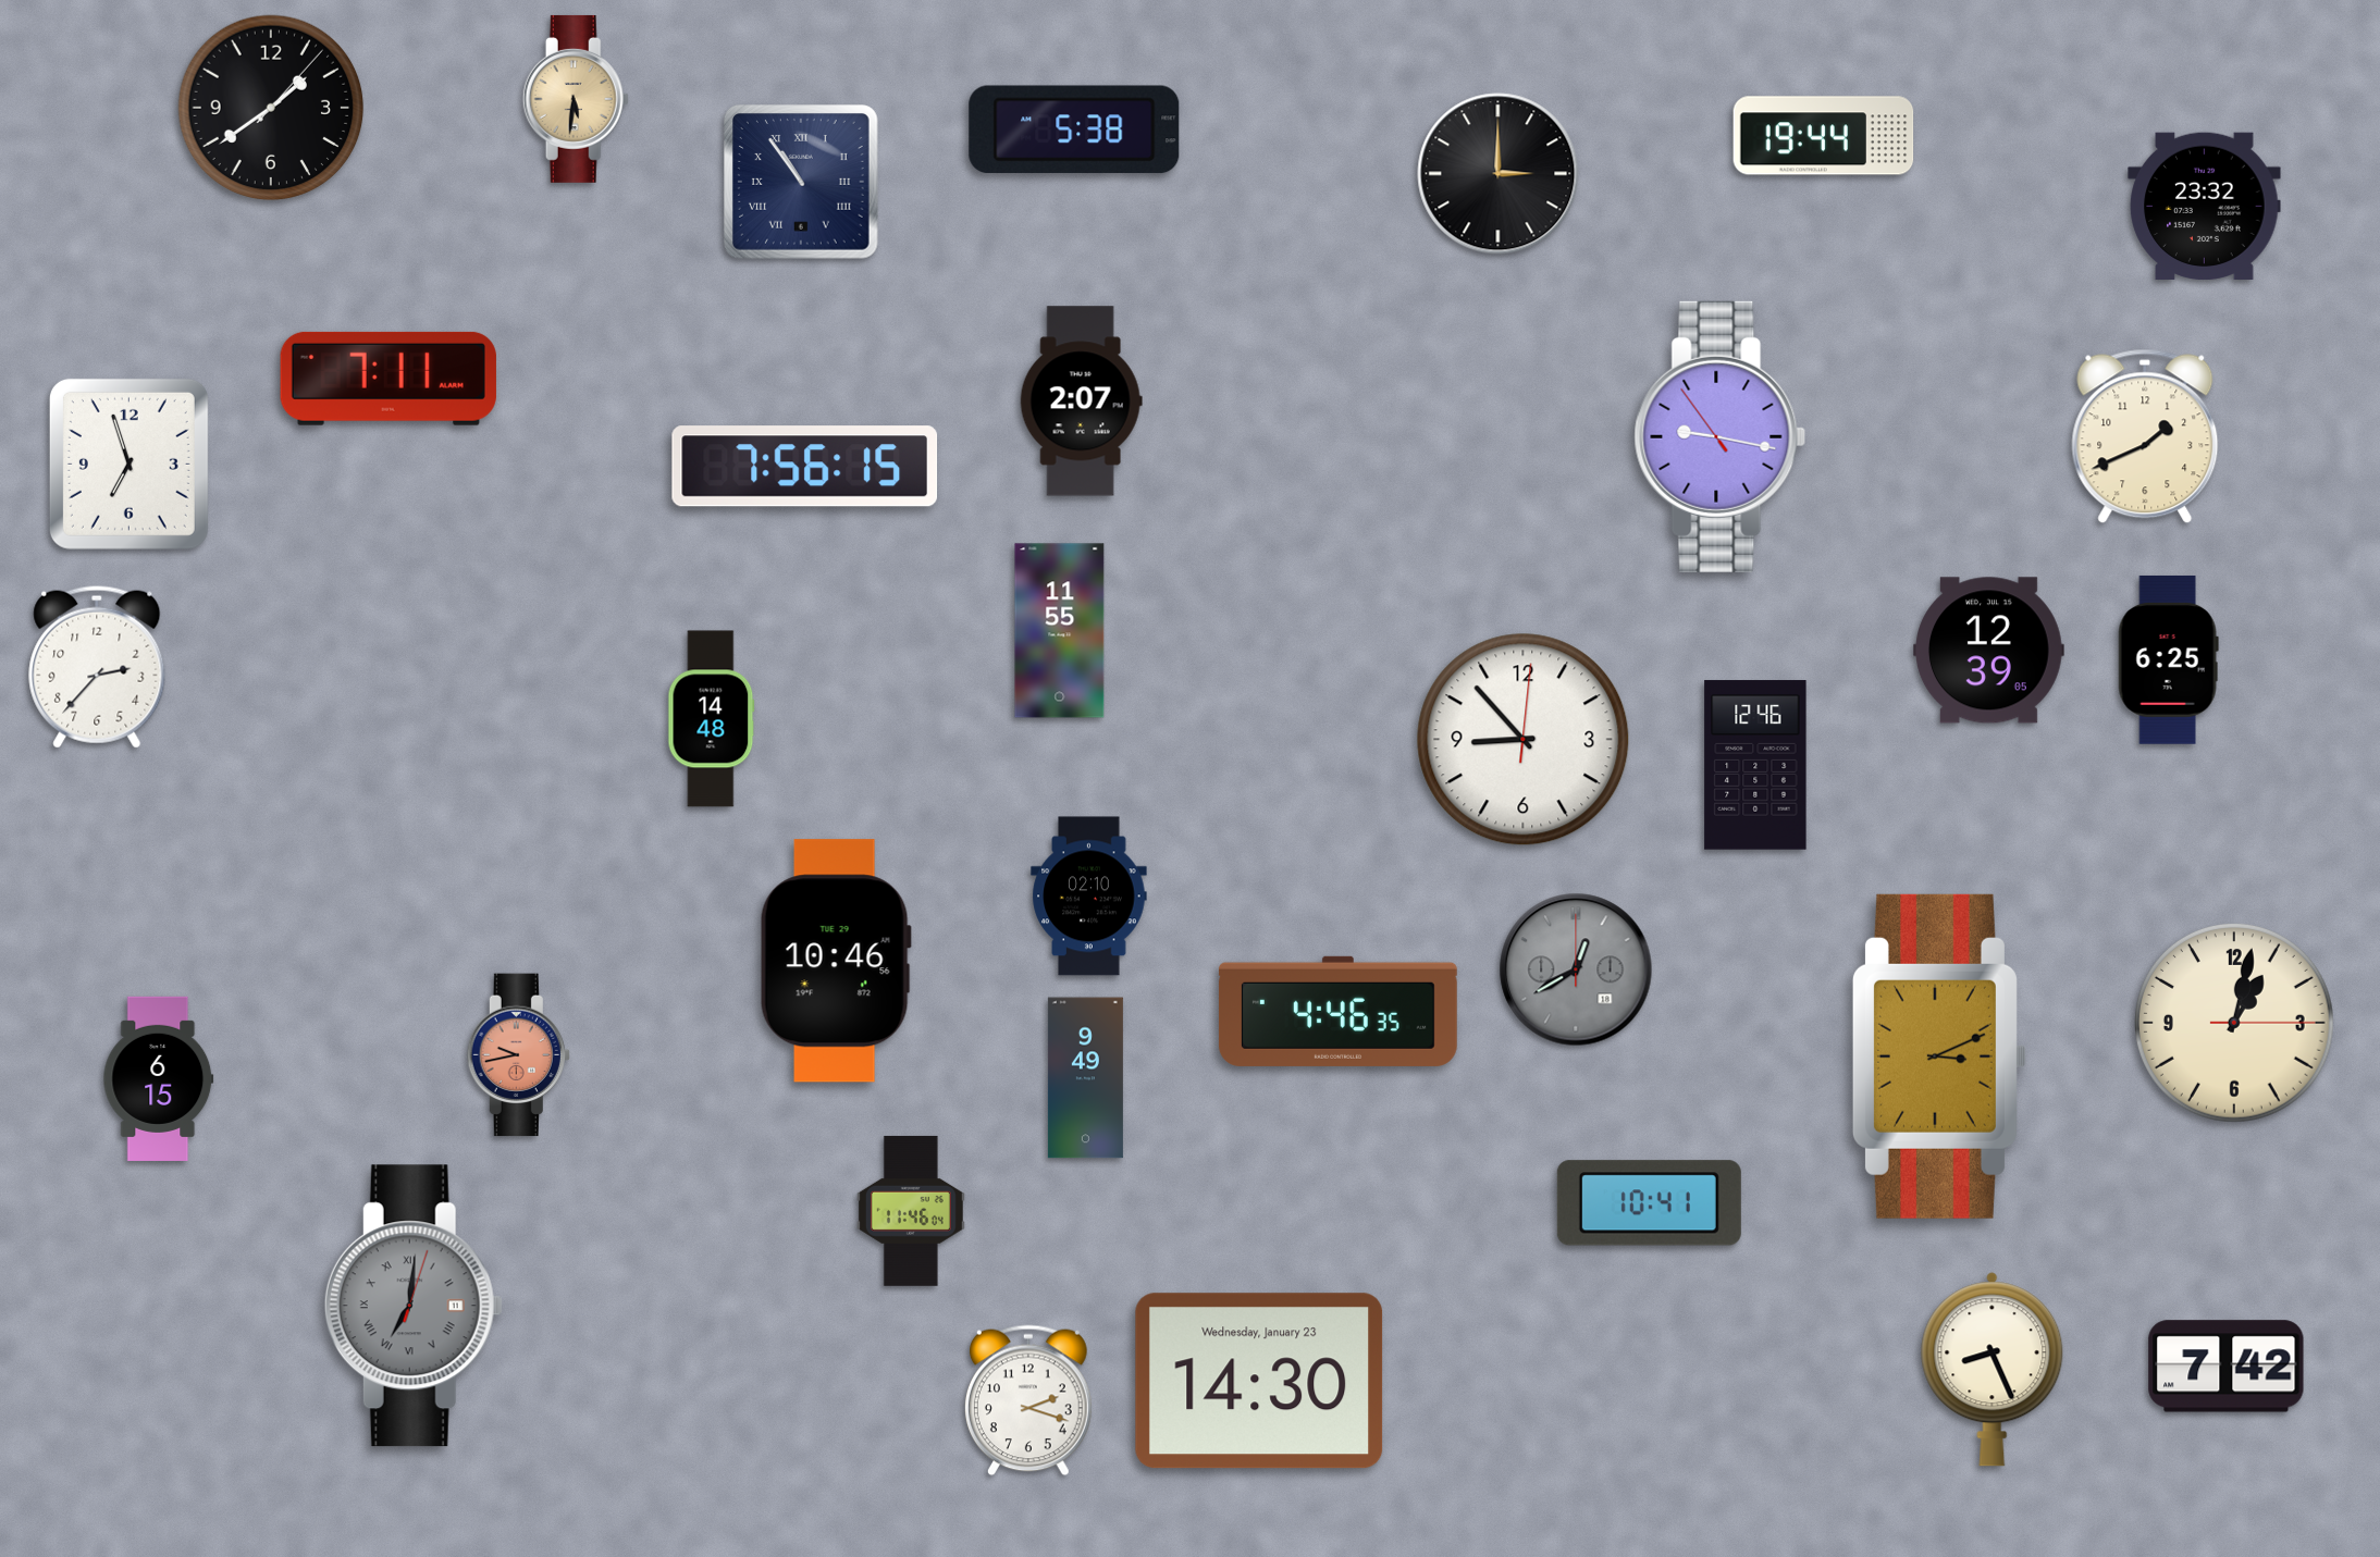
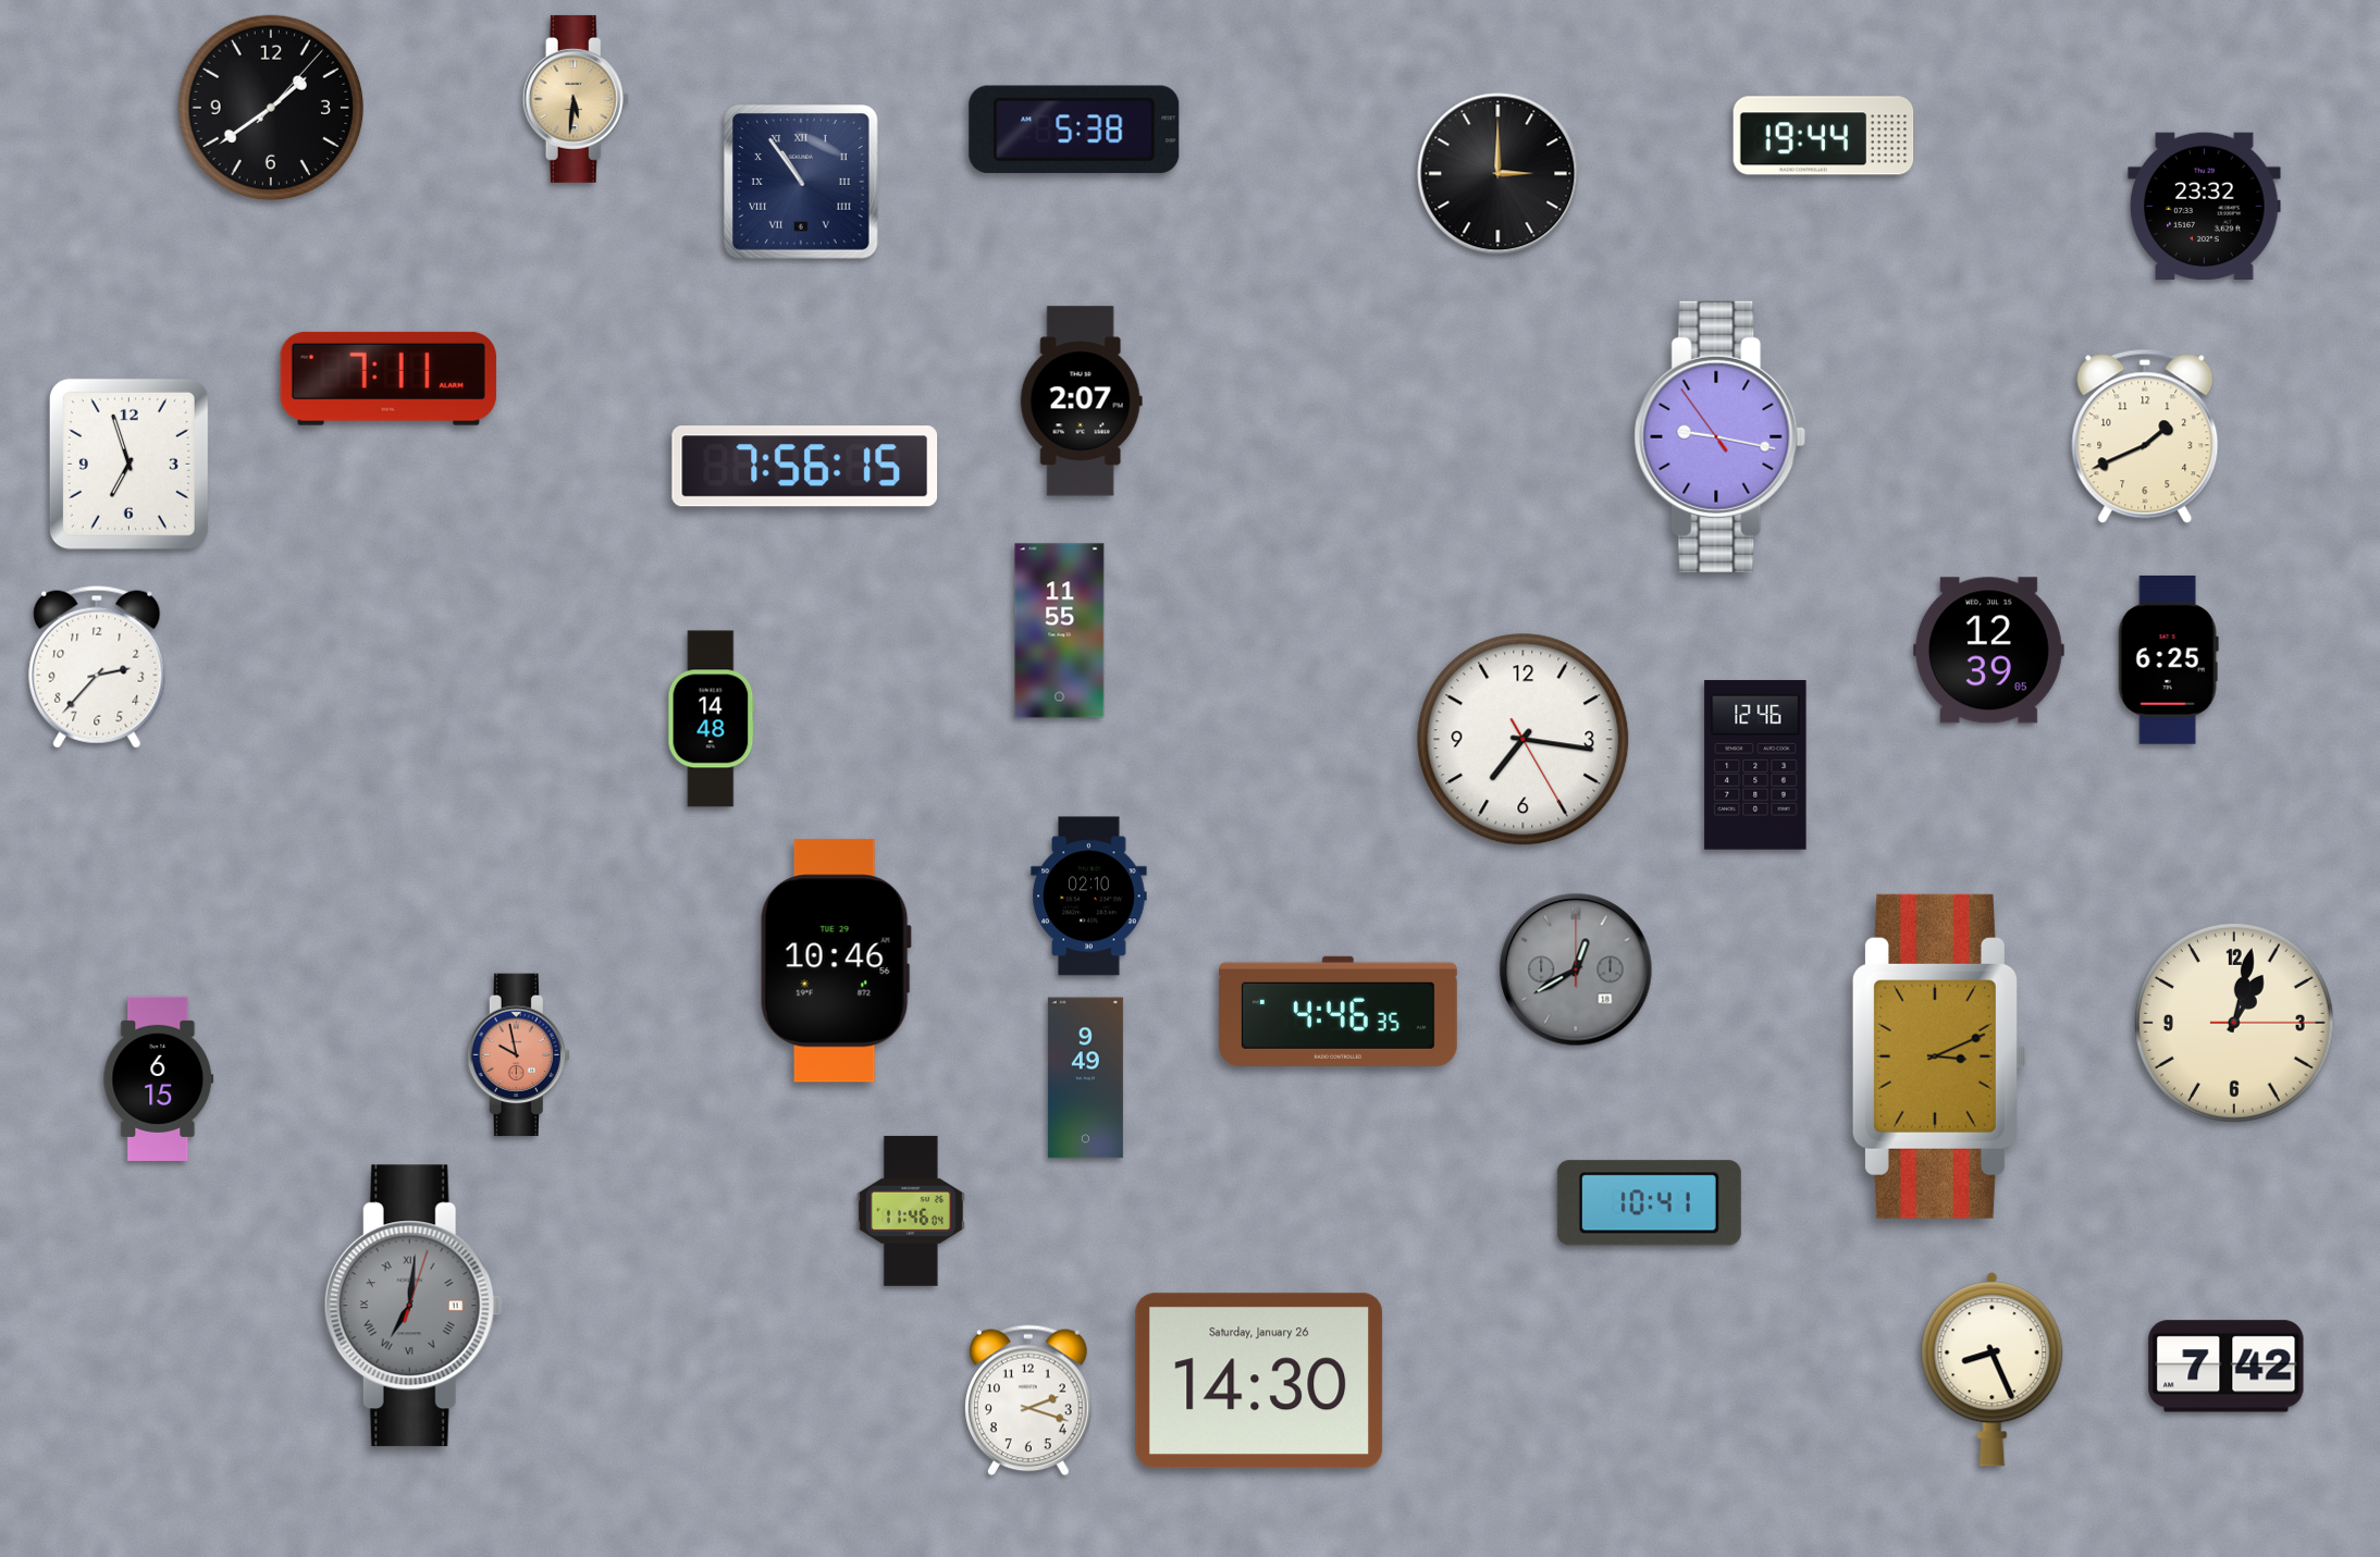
clock at (1524, 740): 8:53 -> 7:16
clock at (518, 1055): 9:43 -> 9:58
clock at (1259, 1381) date: Wednesday, January 23 -> Saturday, January 26
